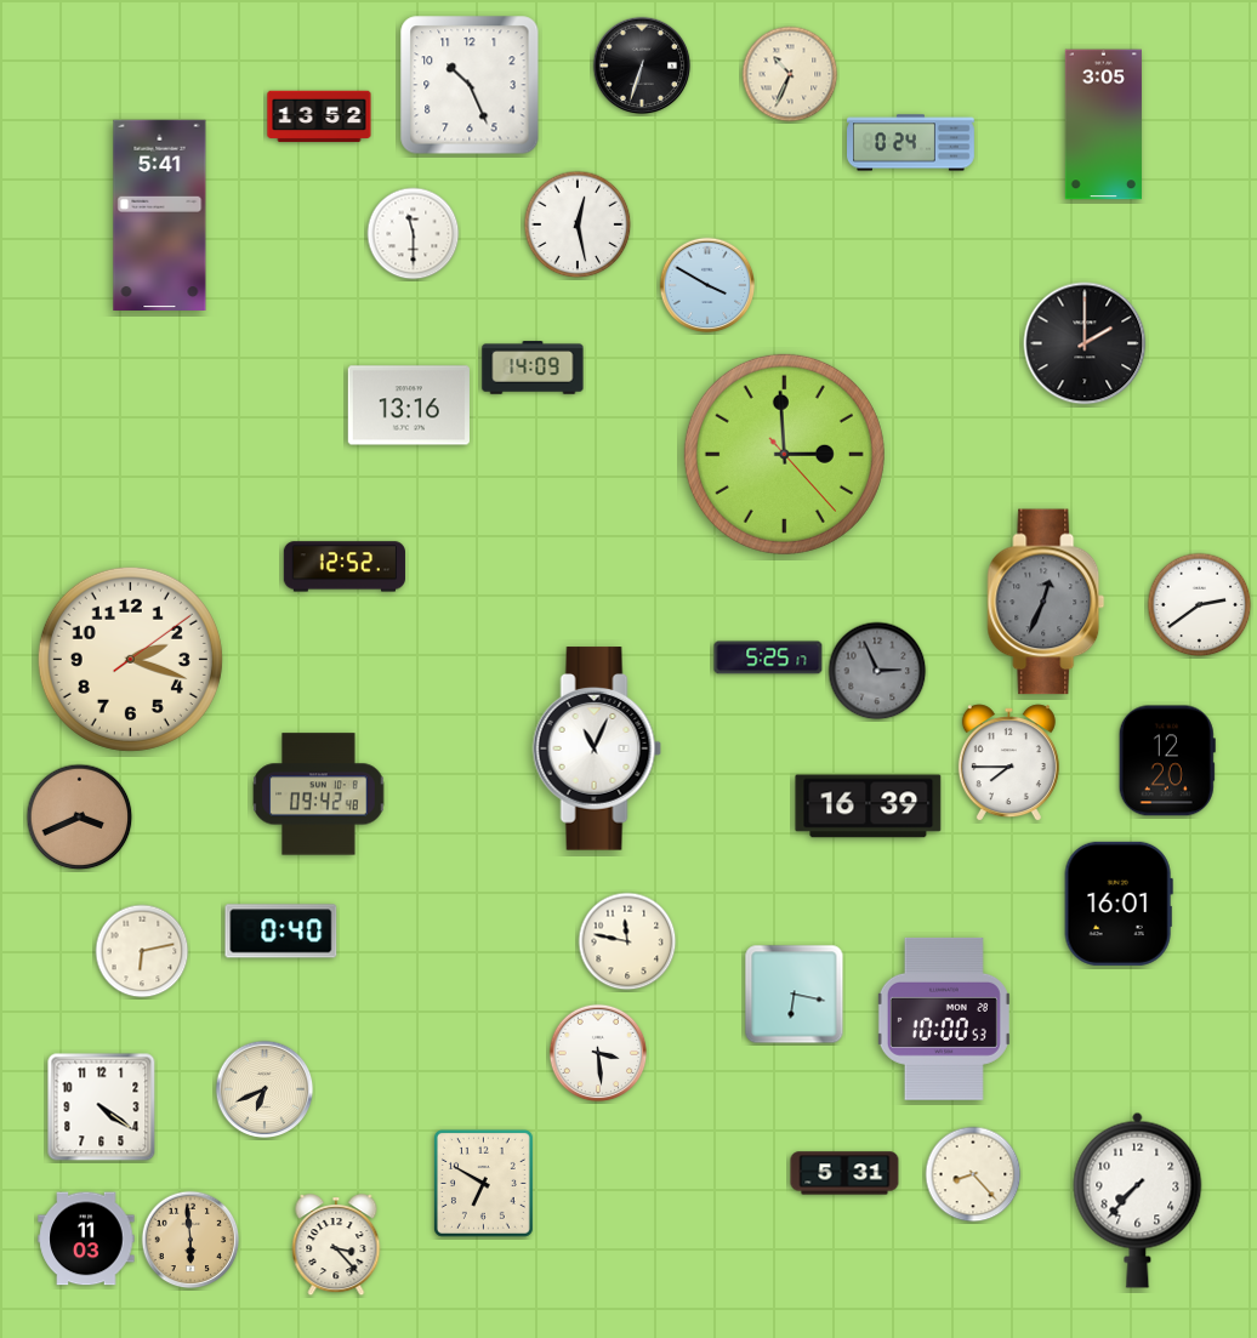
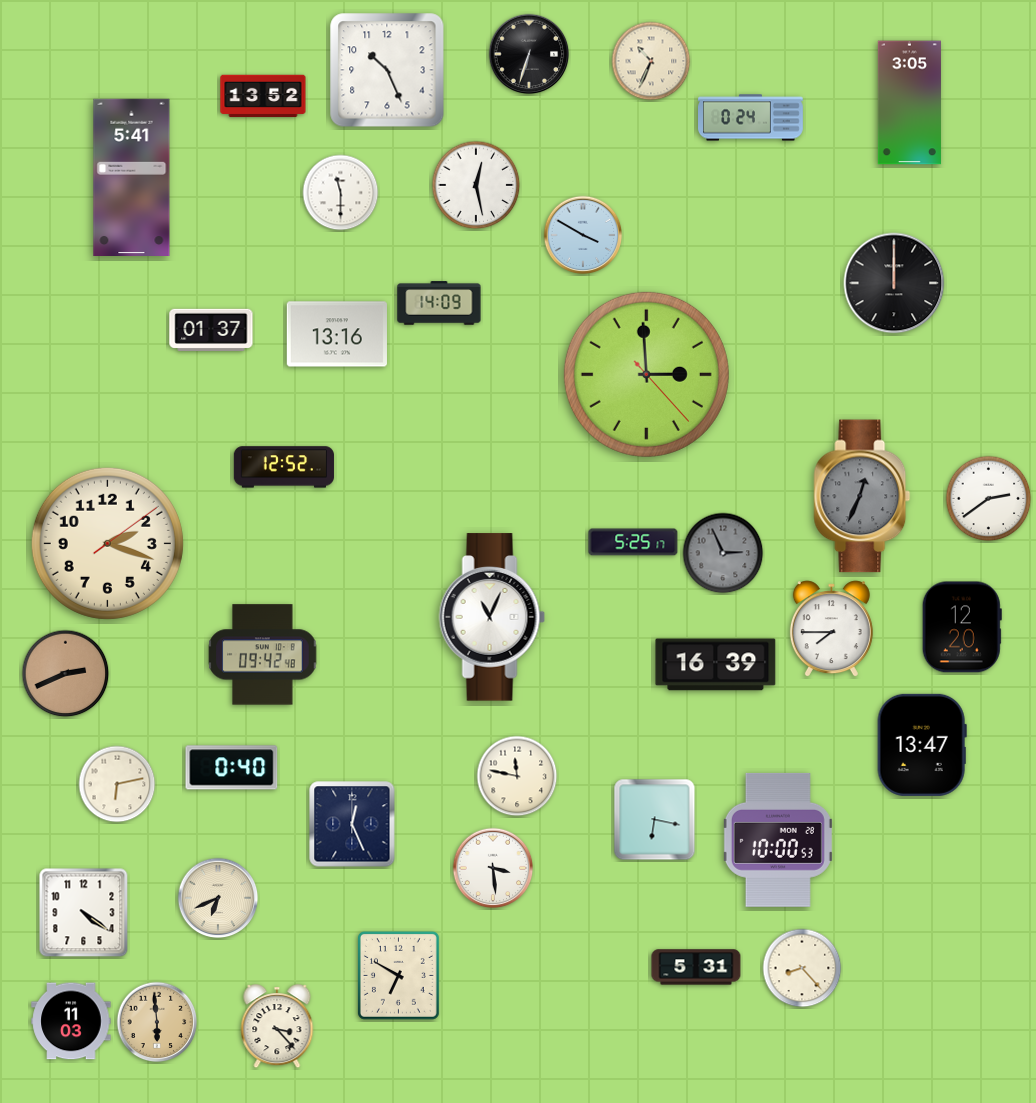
clock at (1085, 343): 2:00 -> 12:00
clock at (211, 329): none -> 01:37
clock at (80, 818): 3:41 -> 2:41
clock at (1119, 904): 16:01 -> 13:47
clock at (352, 824): none -> 12:26
clock at (1138, 1200): 7:37 -> none
